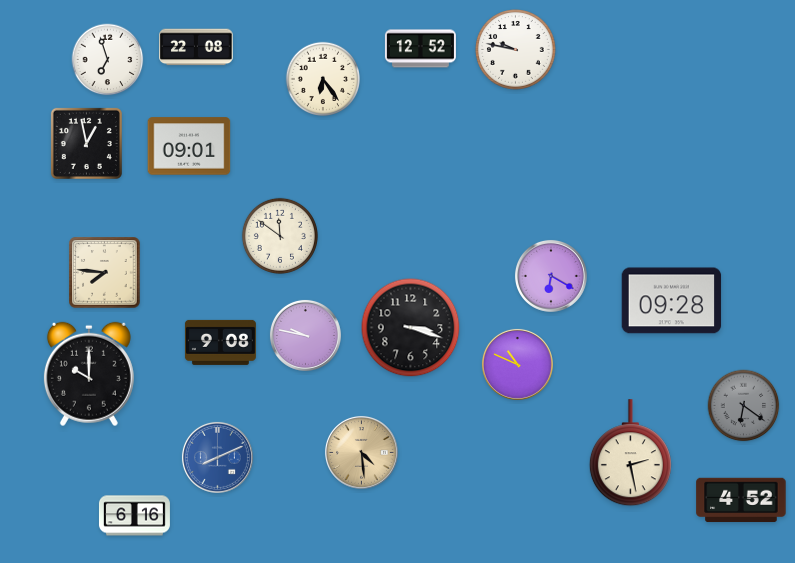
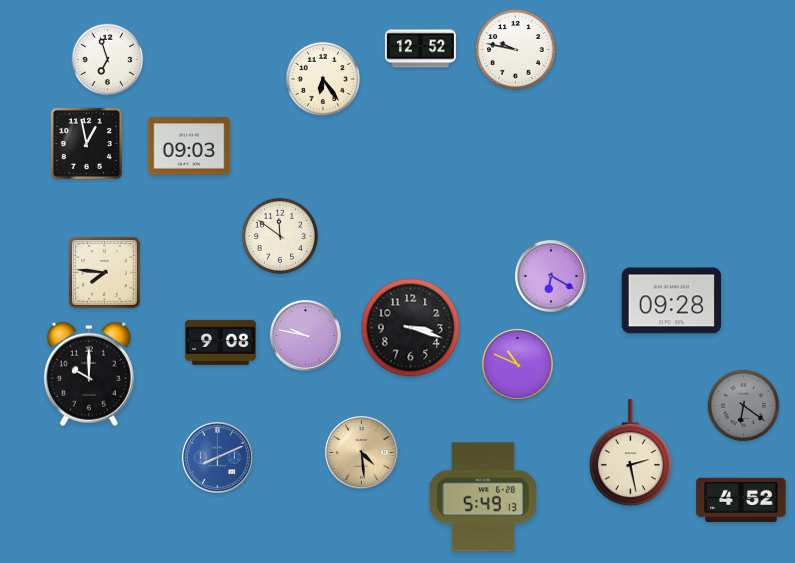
clock at (196, 47): 22:08 -> none
clock at (189, 146): 09:01 -> 09:03
clock at (483, 497): none -> 5:49
clock at (134, 516): 6:16 -> none
